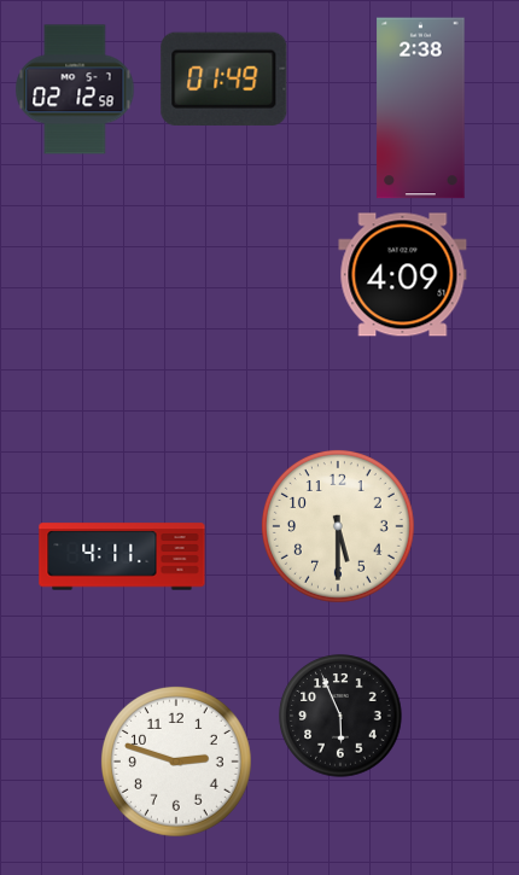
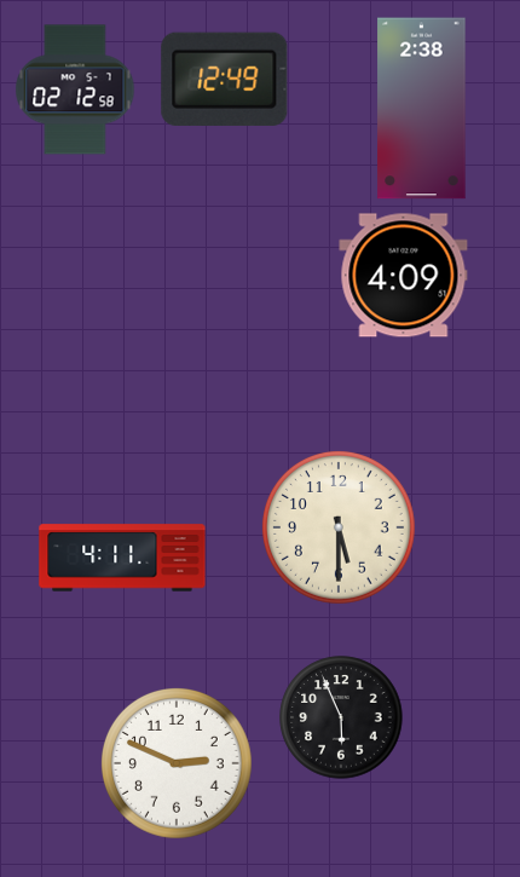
clock at (224, 78): 01:49 -> 12:49
clock at (176, 762): 2:48 -> 2:49
